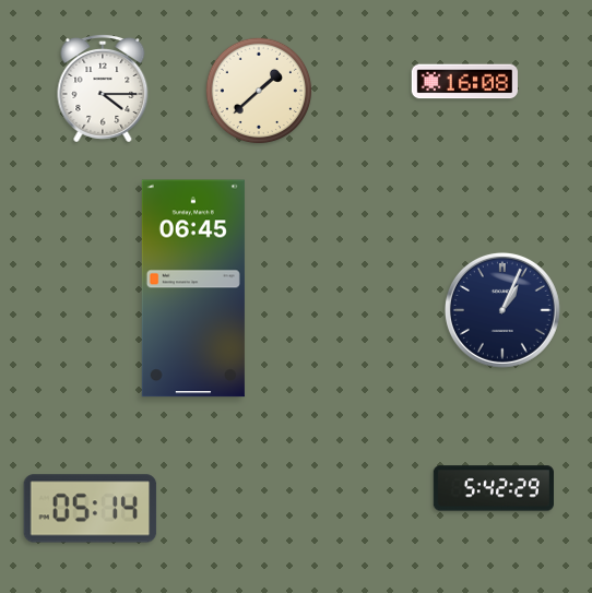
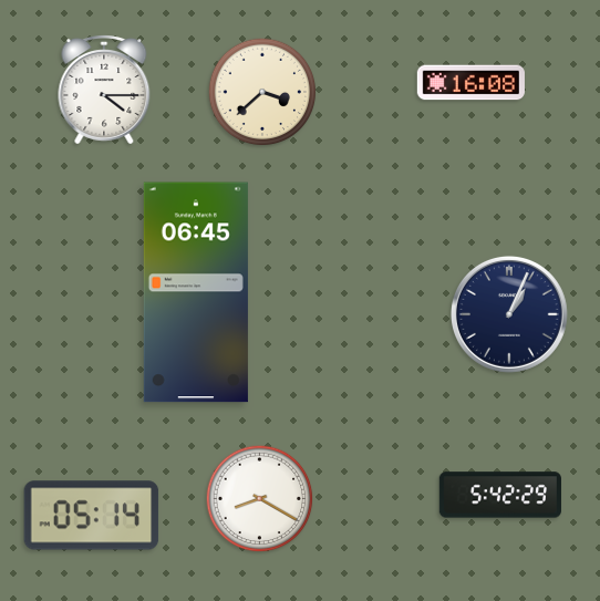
clock at (259, 91): 1:38 -> 3:38
clock at (260, 499): none -> 8:20
